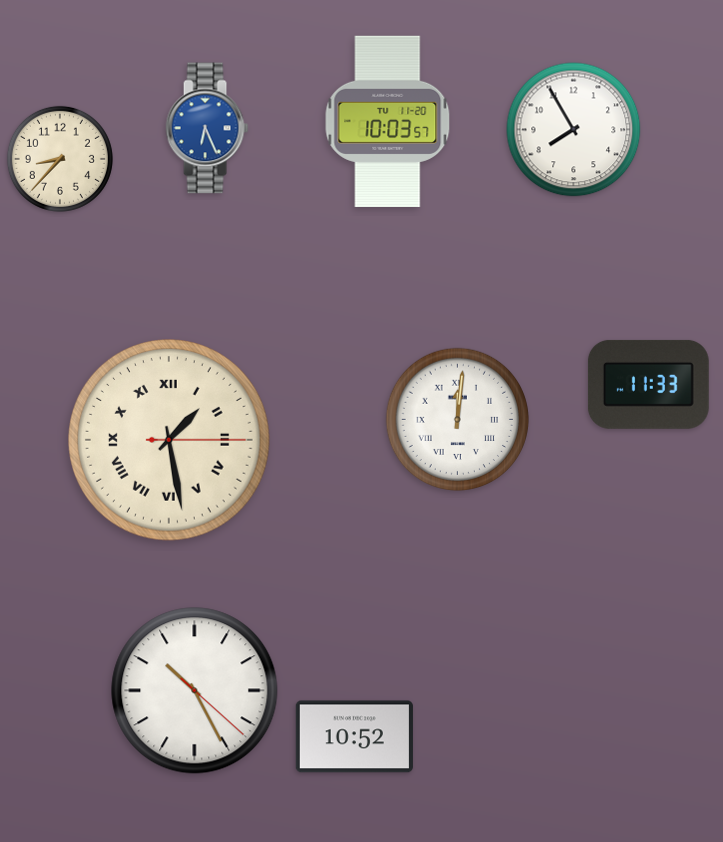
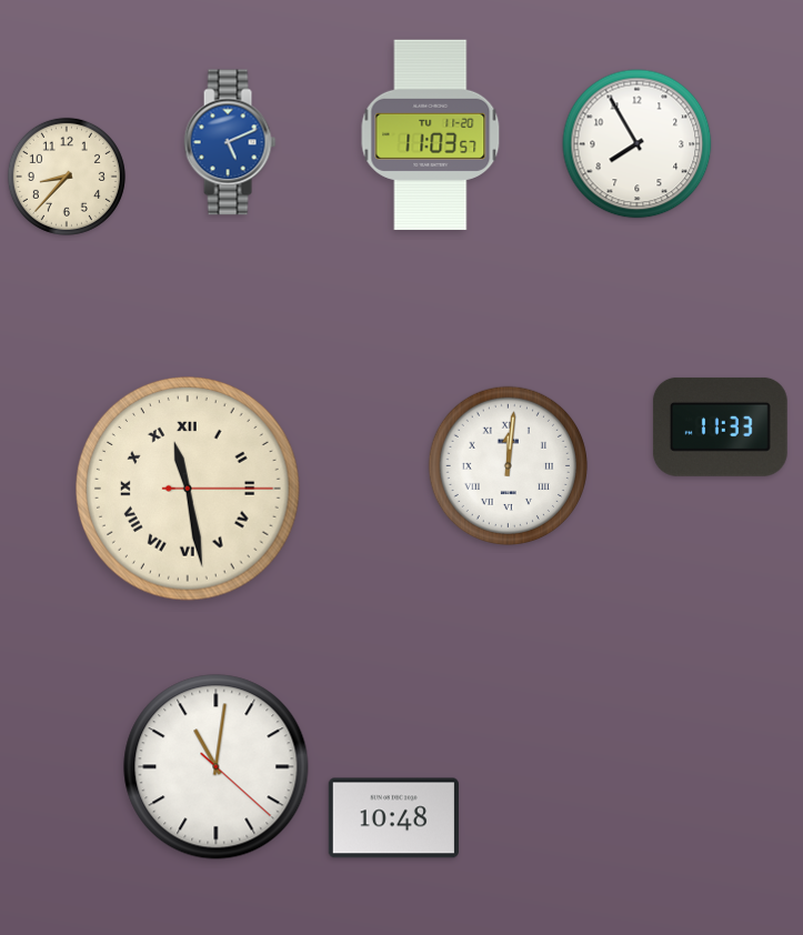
clock at (388, 121): 10:03 -> 11:03
clock at (207, 128): 6:26 -> 5:11
clock at (169, 440): 1:28 -> 11:28
clock at (195, 691): 10:25 -> 11:01
clock at (354, 737): 10:52 -> 10:48
